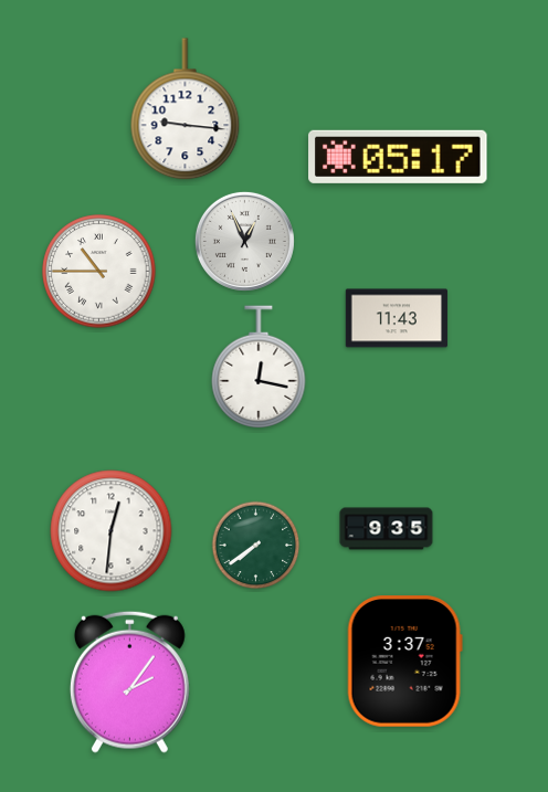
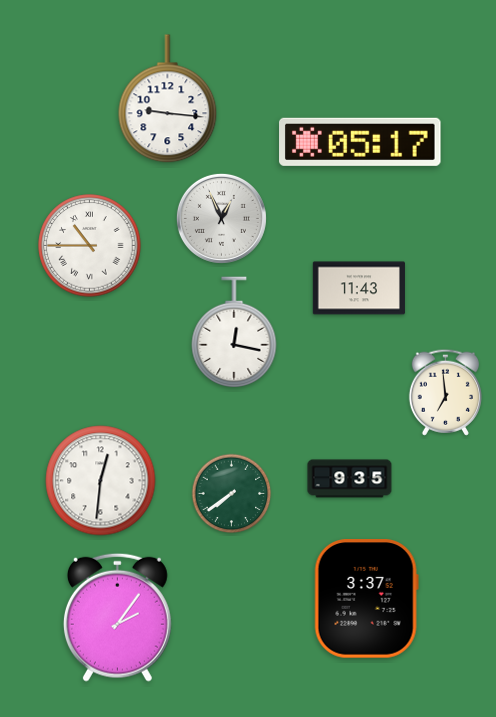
clock at (445, 392): none -> 6:59
